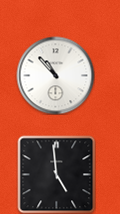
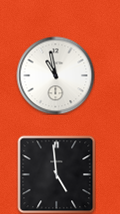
clock at (55, 75): 10:53 -> 10:58
